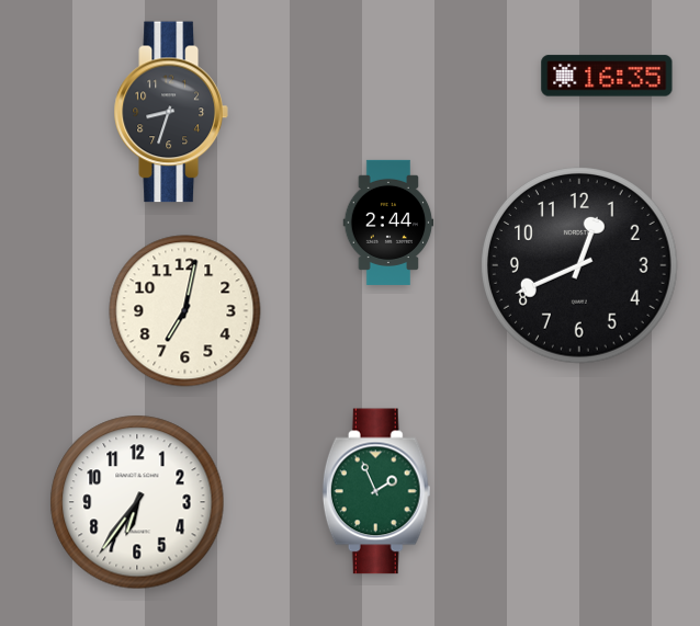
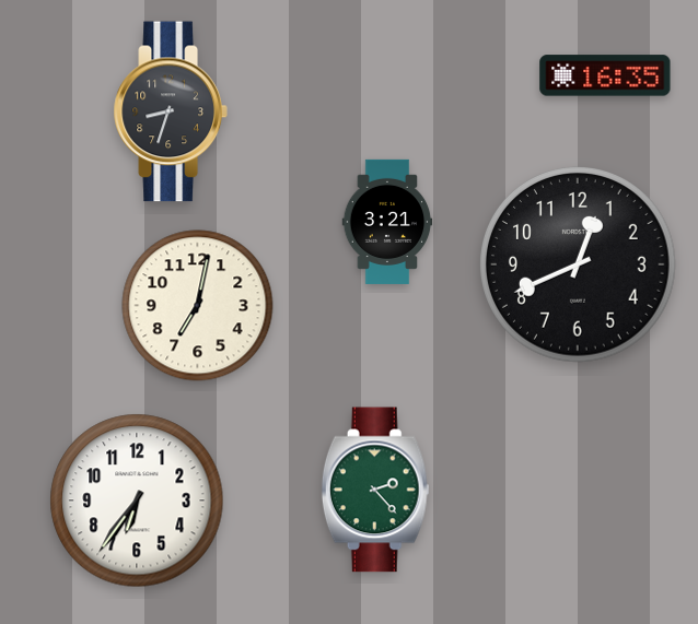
clock at (388, 223): 2:44 -> 3:21
clock at (185, 311) position: (185, 311) -> (198, 306)
clock at (376, 491): 1:56 -> 2:23
